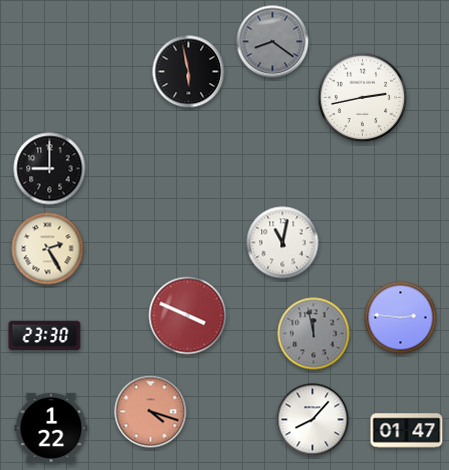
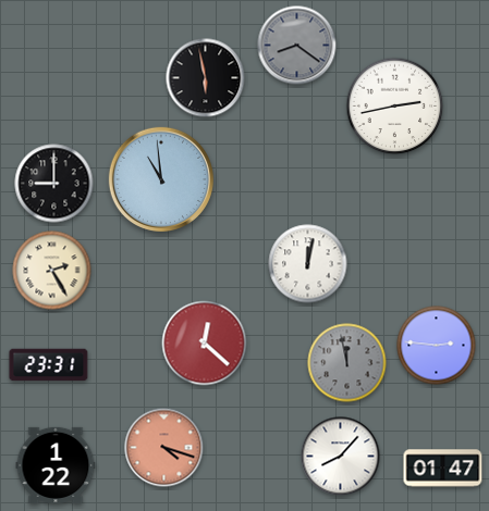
clock at (160, 178): none -> 10:59
clock at (283, 243): 11:02 -> 12:02
clock at (188, 316): 3:49 -> 12:22
clock at (314, 334) position: (314, 334) -> (347, 363)
clock at (45, 336): 23:30 -> 23:31
